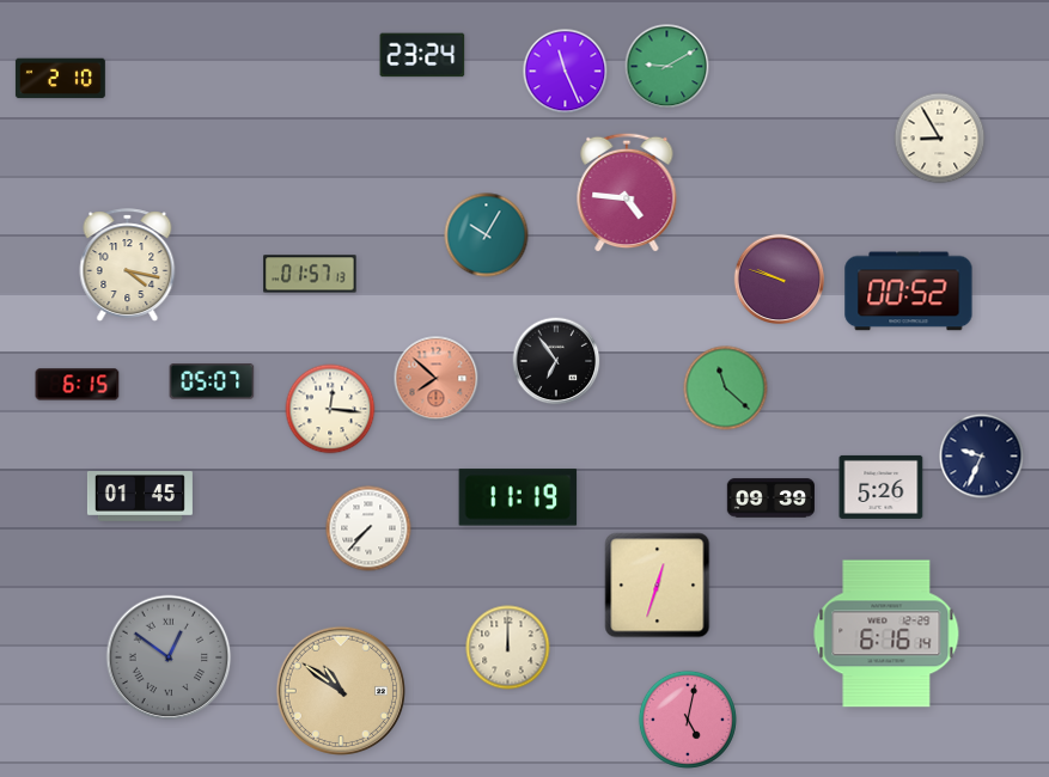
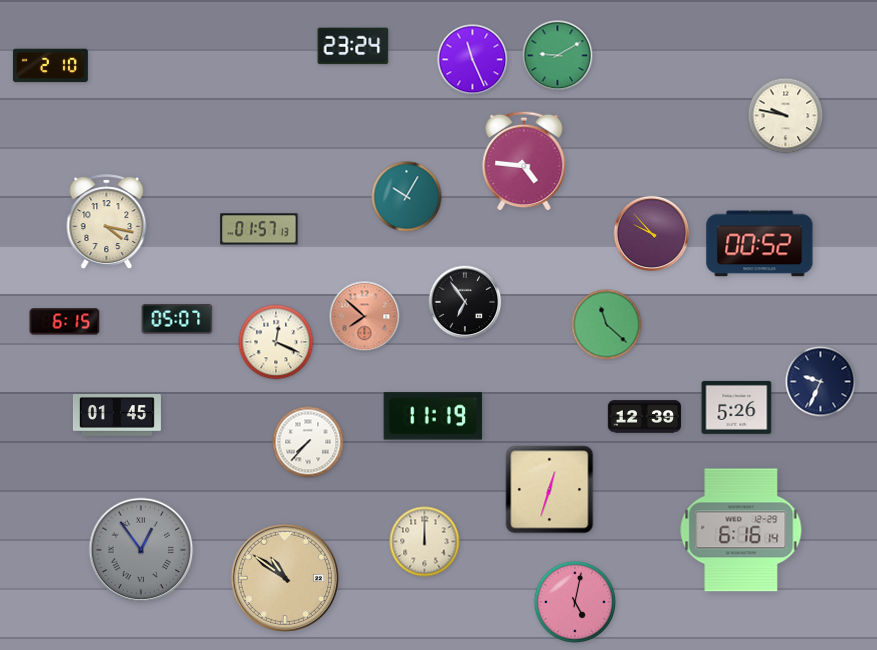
clock at (940, 139): 8:55 -> 9:47
clock at (780, 280): 9:48 -> 9:53
clock at (330, 409): 12:16 -> 12:19
clock at (771, 498): 09:39 -> 12:39
clock at (169, 657): 12:51 -> 12:54
